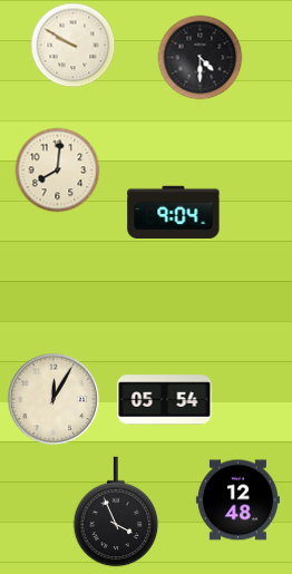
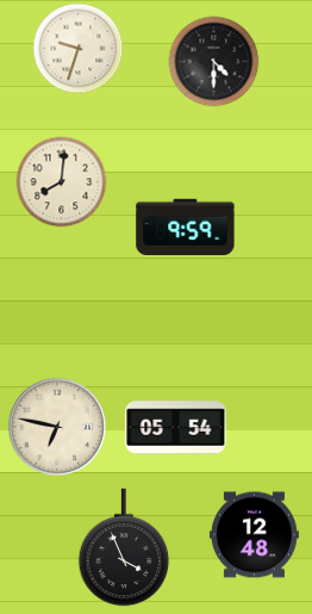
clock at (74, 46): 9:50 -> 9:33
clock at (174, 212): 9:04 -> 9:59
clock at (53, 399): 12:05 -> 6:47
